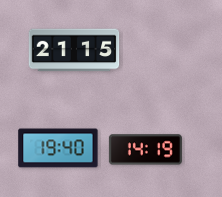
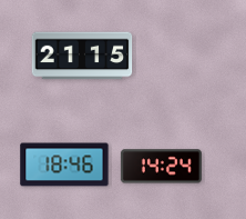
clock at (58, 148): 19:40 -> 18:46
clock at (145, 150): 14:19 -> 14:24
